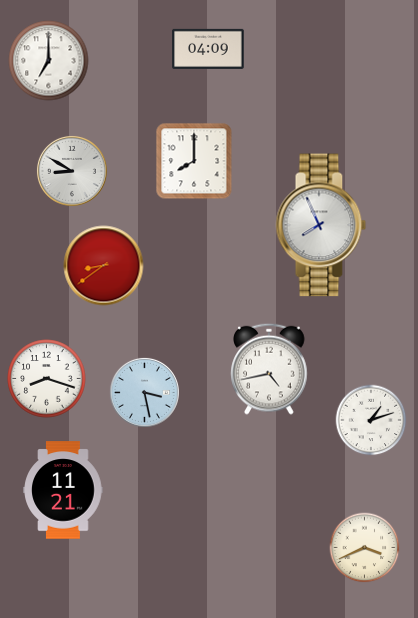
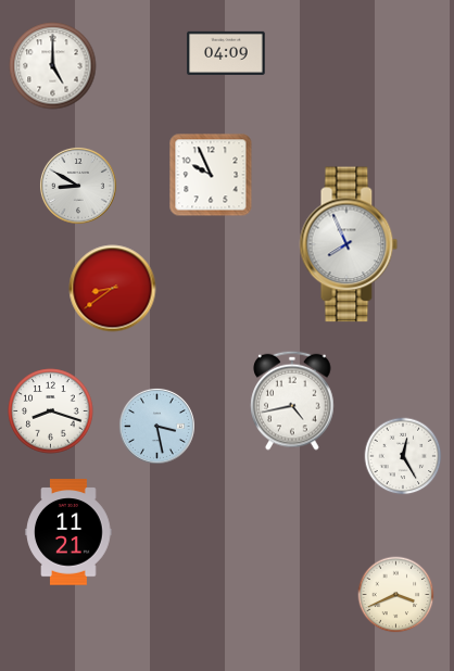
clock at (49, 61): 7:00 -> 5:00
clock at (194, 161): 8:00 -> 9:56
clock at (371, 420): 1:12 -> 12:25
